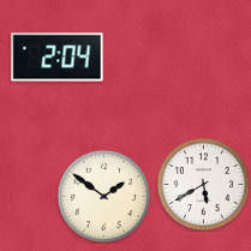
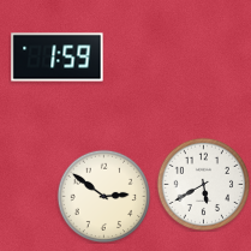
clock at (58, 58): 2:04 -> 1:59
clock at (103, 196): 1:51 -> 2:51
